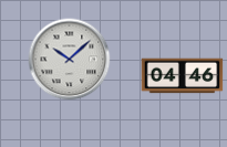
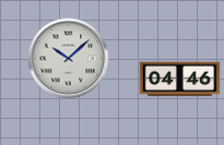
clock at (183, 76) position: (183, 76) -> (180, 80)
